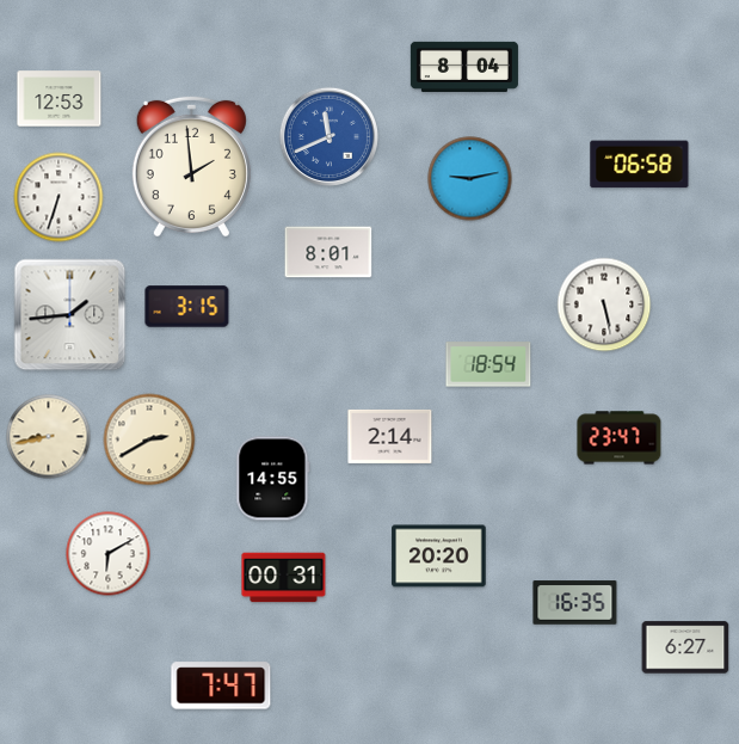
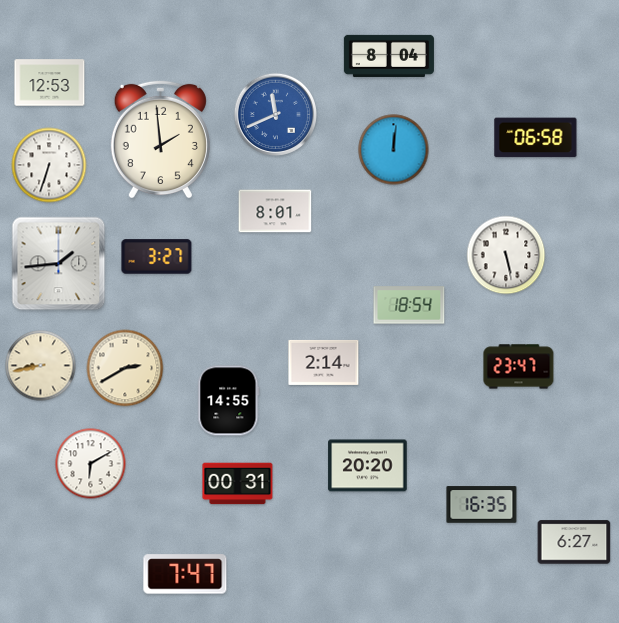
clock at (470, 179): 9:13 -> 12:01
clock at (187, 307): 3:15 -> 3:27
clock at (390, 436) position: (390, 436) -> (324, 362)
